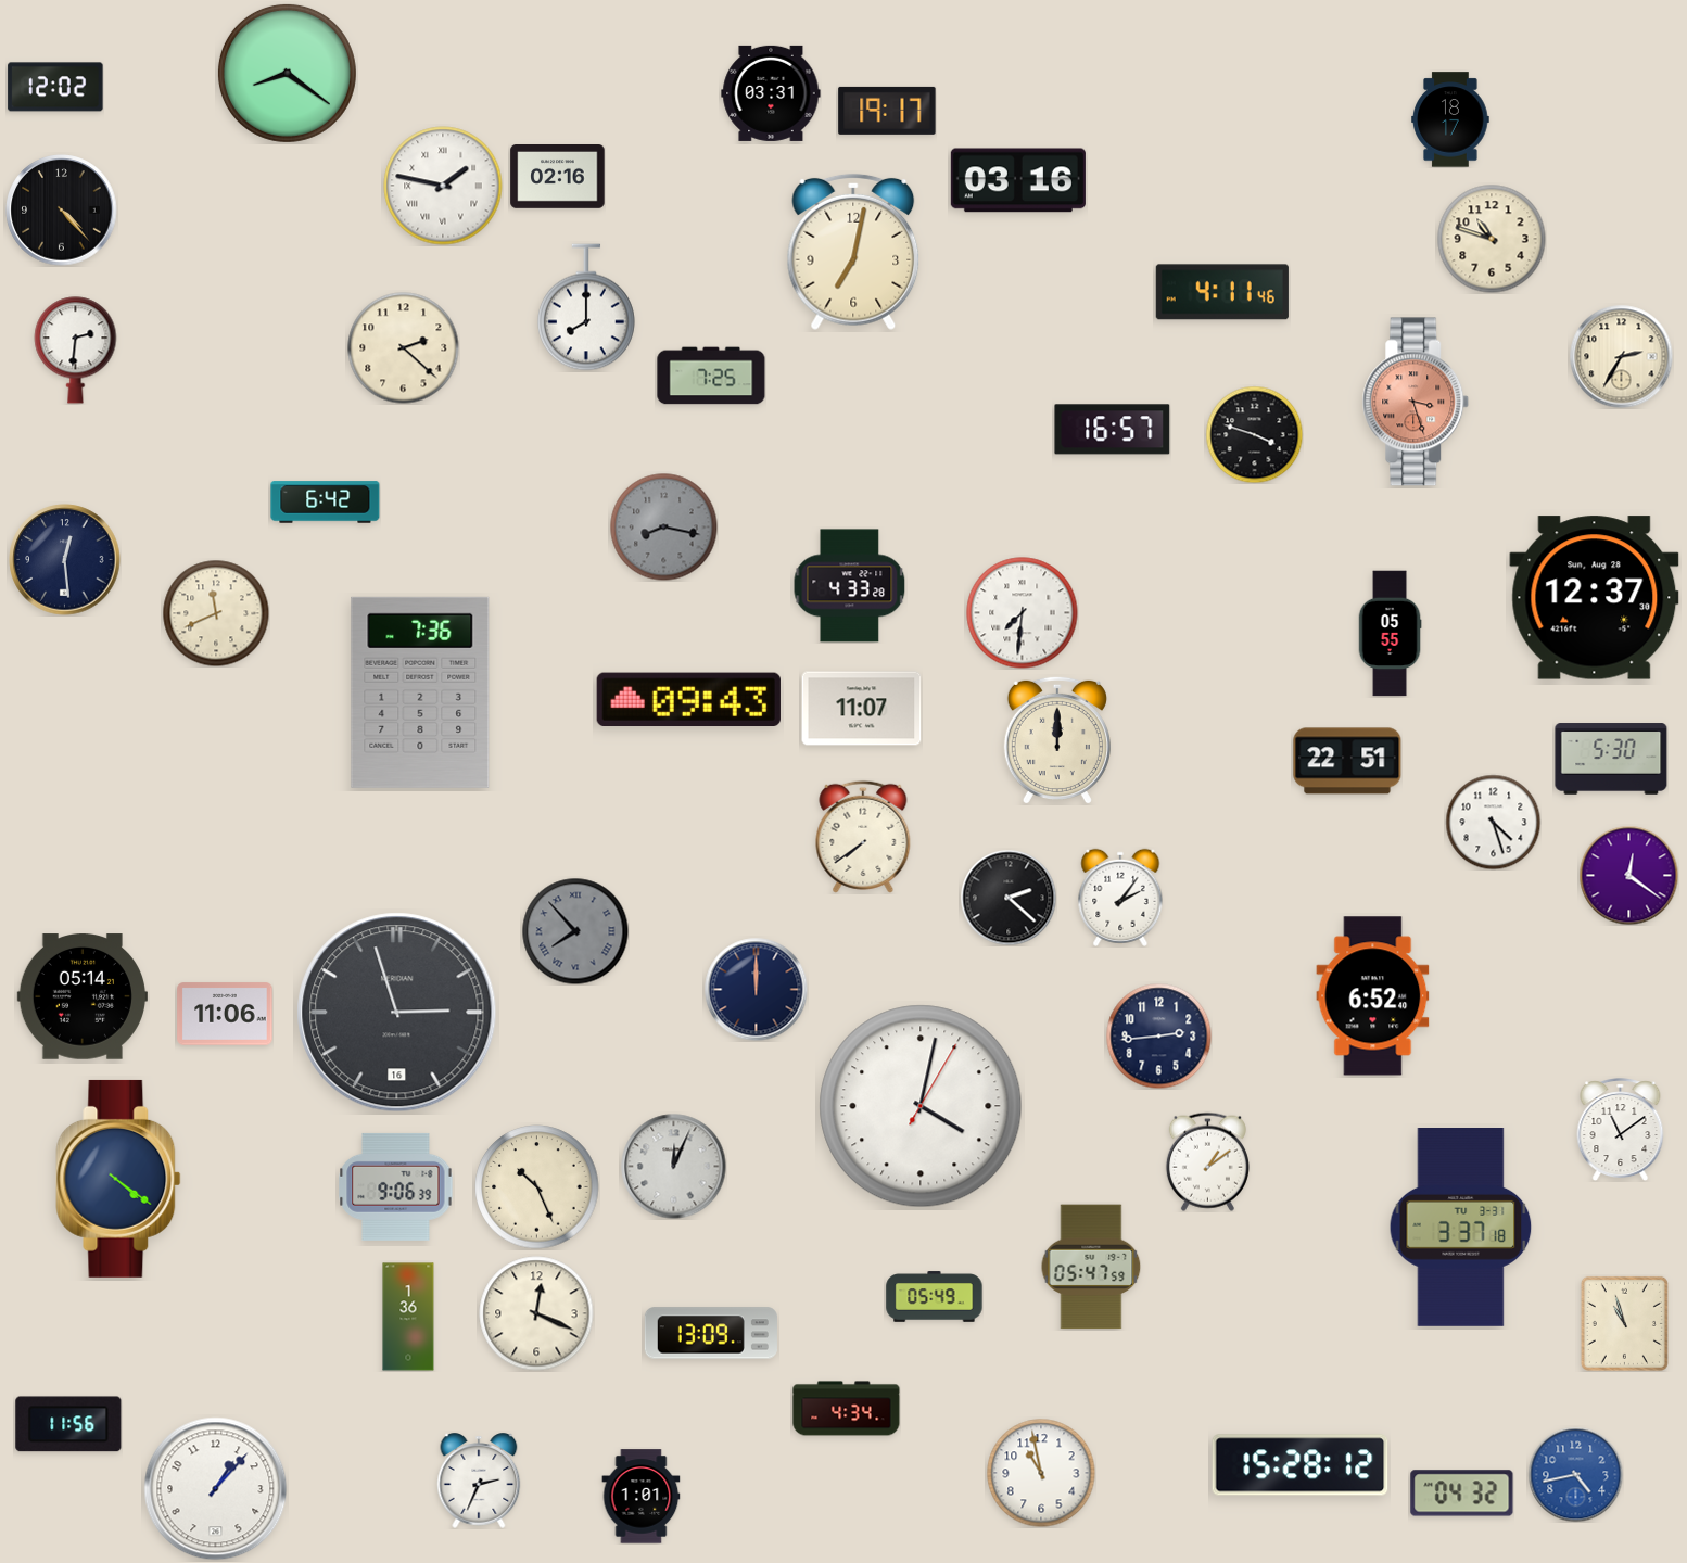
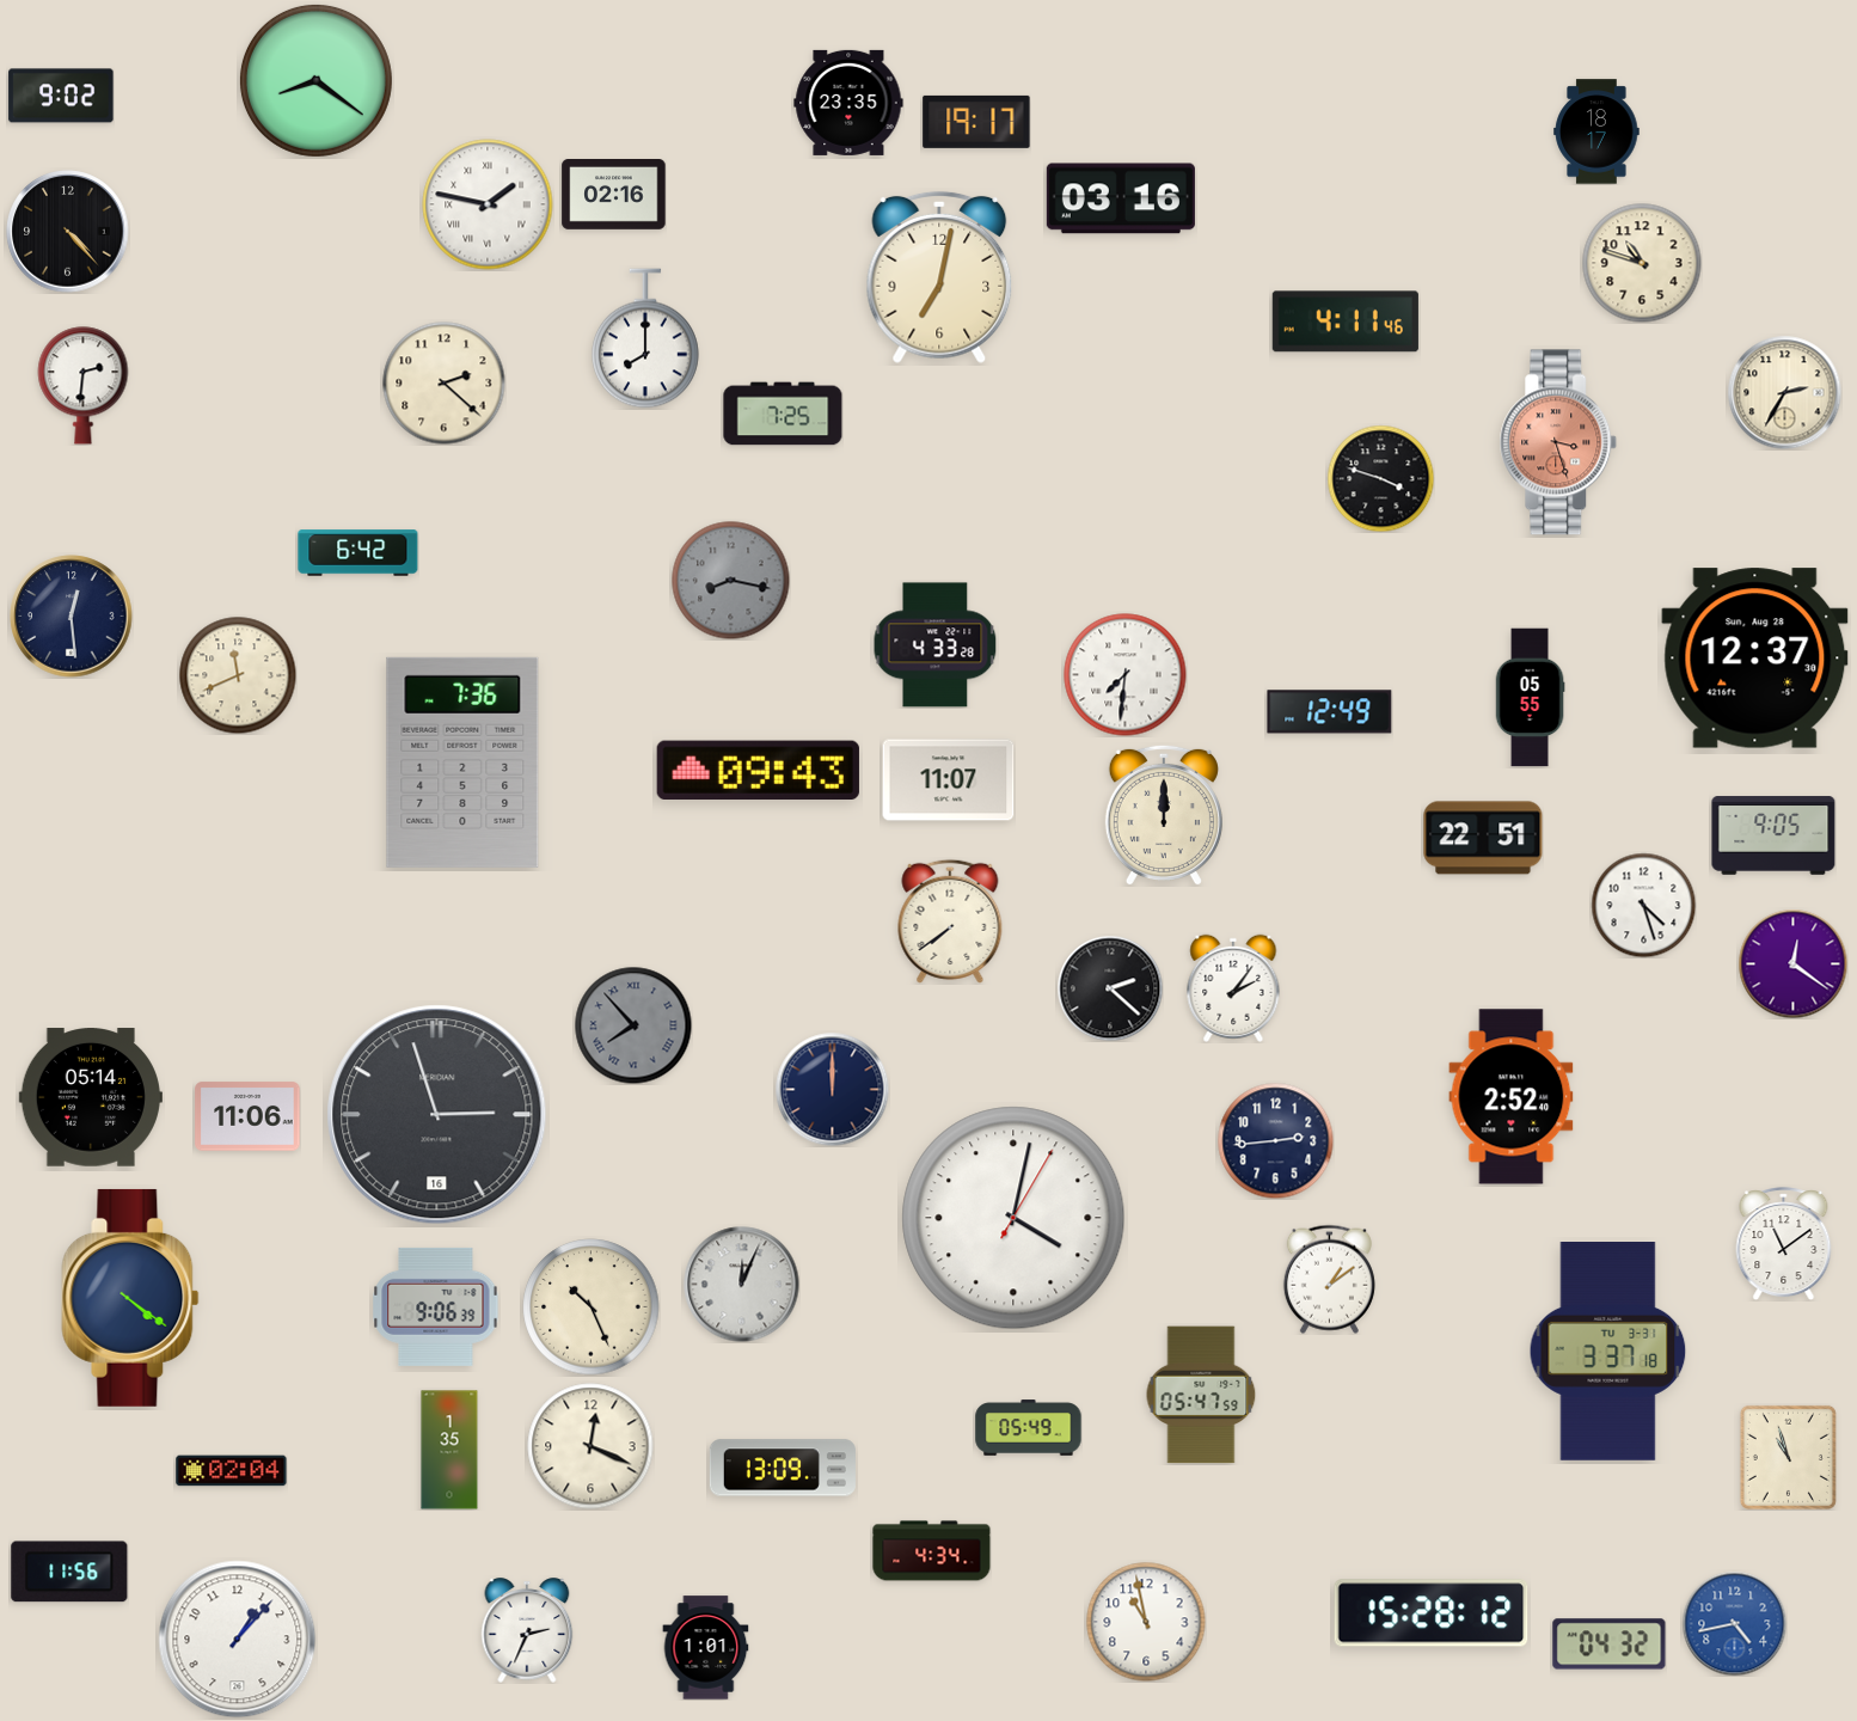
clock at (55, 87): 12:02 -> 9:02
clock at (771, 93): 03:31 -> 23:35
clock at (1113, 430): 16:57 -> none
clock at (1330, 712): none -> 12:49
clock at (1611, 759): 5:30 -> 9:05
clock at (1373, 996): 6:52 -> 2:52
clock at (408, 1317): 1:36 -> 1:35
clock at (232, 1471): none -> 02:04
clock at (68, 1424) position: (68, 1424) -> (69, 1572)
